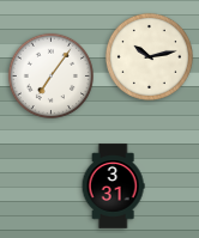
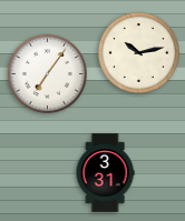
clock at (50, 75) position: (50, 75) -> (47, 73)
